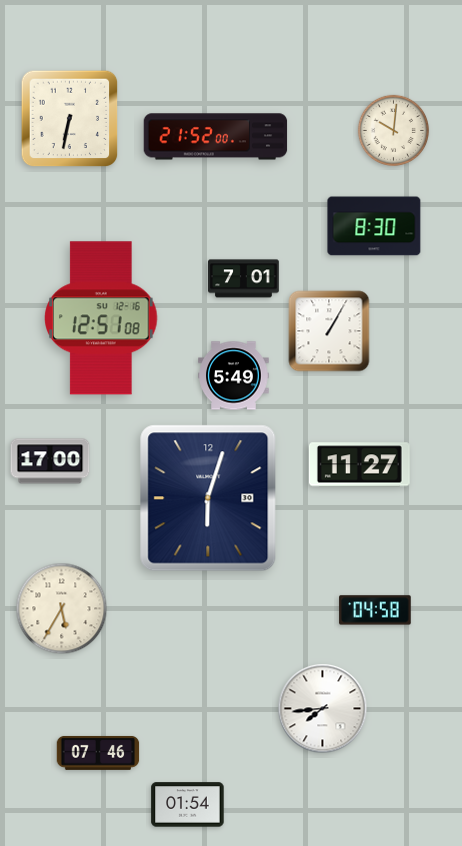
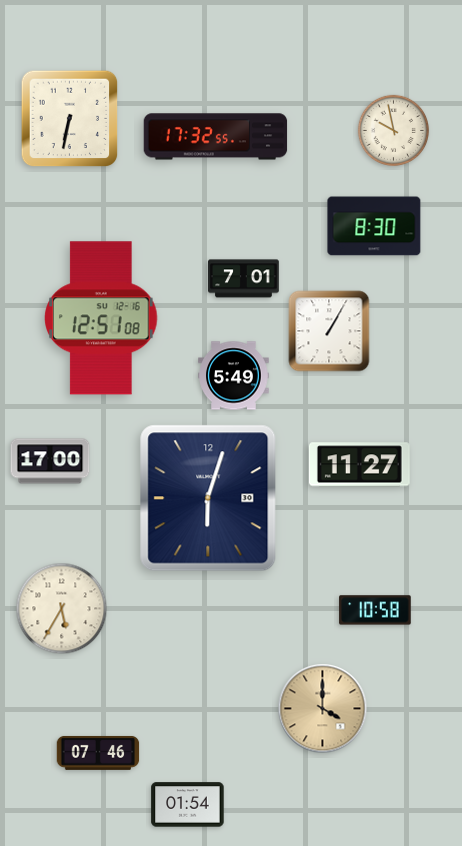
clock at (394, 131): 10:01 -> 9:58
clock at (216, 137): 21:52 -> 17:32
clock at (375, 610): 04:58 -> 10:58
clock at (323, 709): 7:44 -> 4:00
clock at (323, 709) dial: white -> champagne
